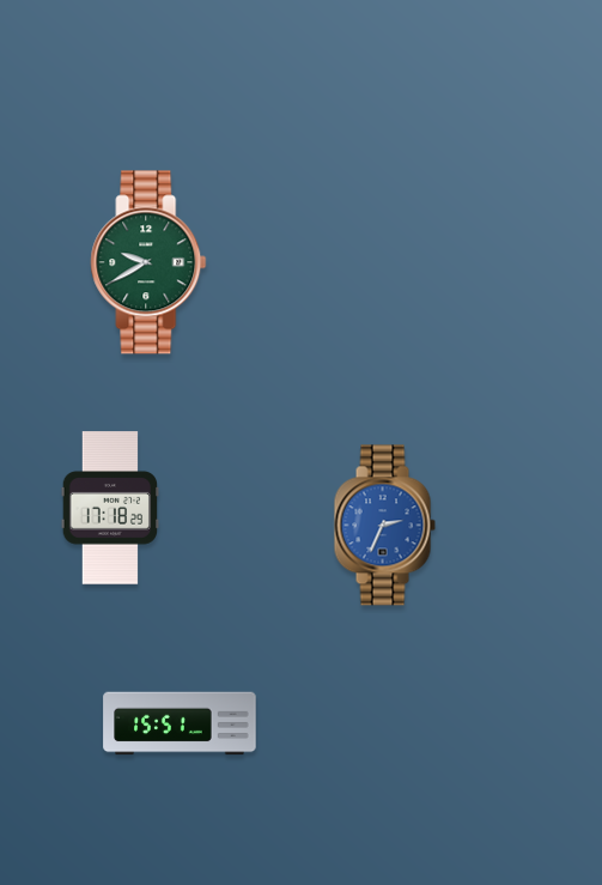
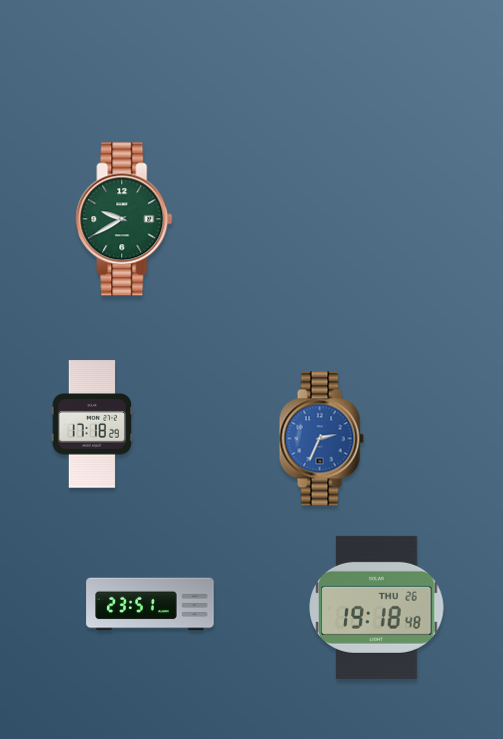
clock at (180, 723): 15:51 -> 23:51
clock at (377, 607): none -> 19:18
